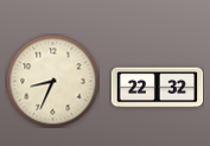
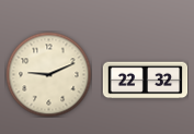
clock at (52, 81): 8:34 -> 9:11
